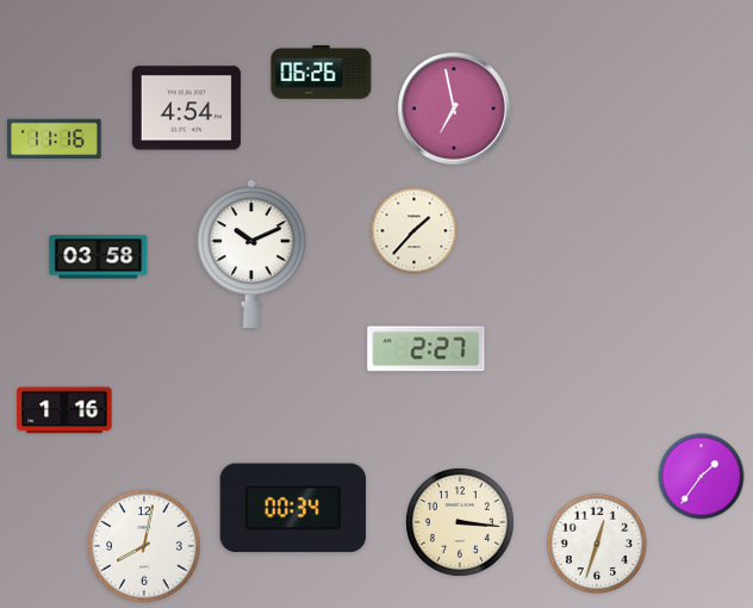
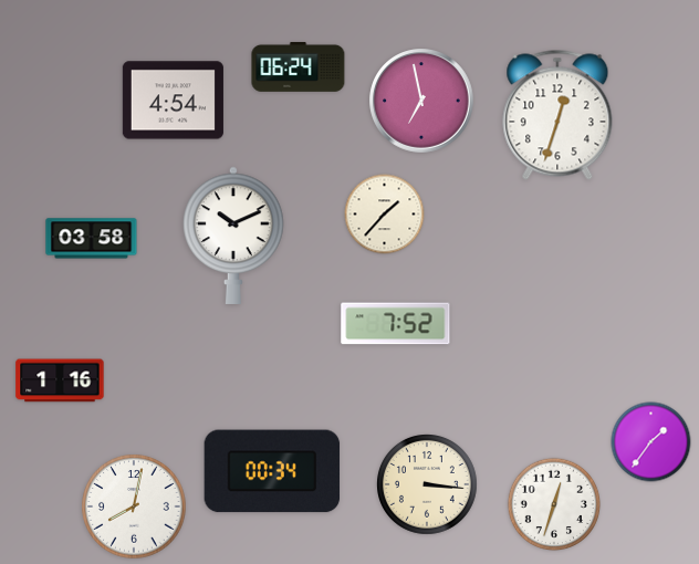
clock at (322, 72): 06:26 -> 06:24
clock at (557, 115): none -> 12:33
clock at (55, 139): 11:16 -> none
clock at (427, 349): 2:27 -> 7:52
